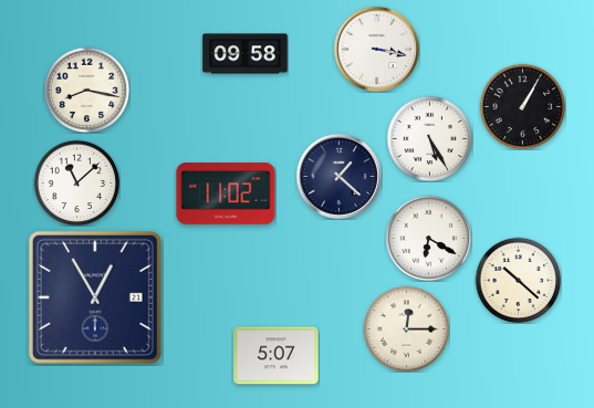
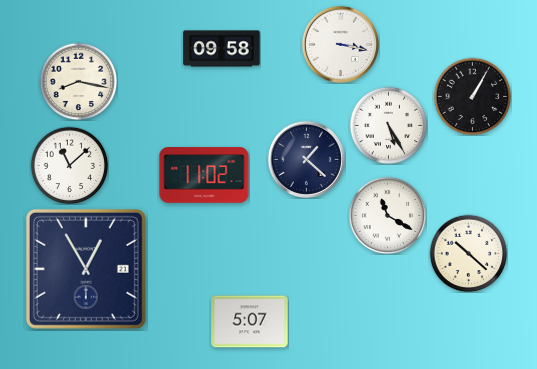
clock at (428, 238): 6:20 -> 11:20
clock at (406, 328): 12:15 -> none
